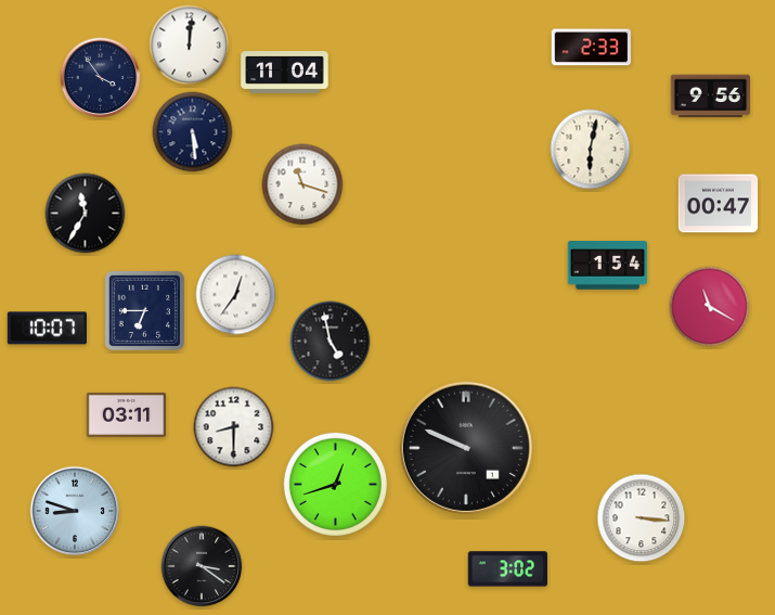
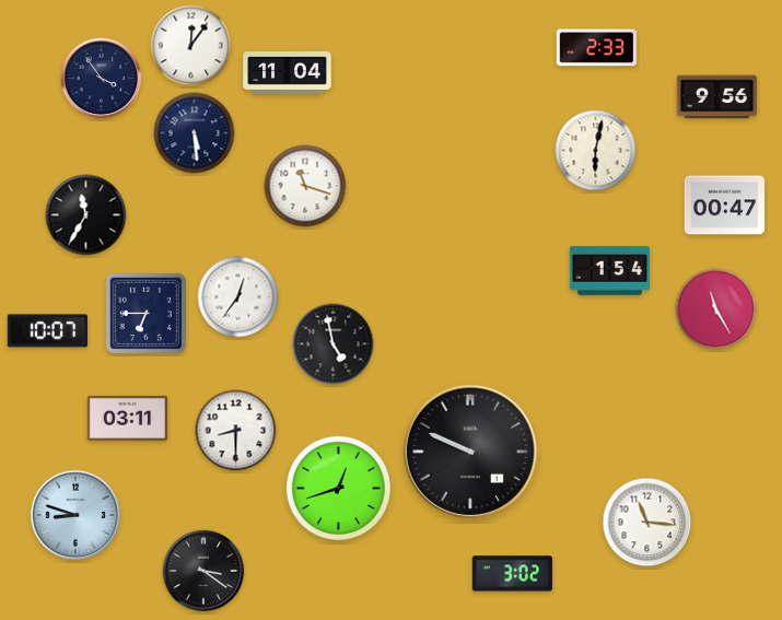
clock at (190, 46): 12:01 -> 12:06
clock at (608, 266) position: (608, 266) -> (610, 271)
clock at (710, 307): 11:20 -> 11:25
clock at (642, 518): 3:16 -> 11:16
